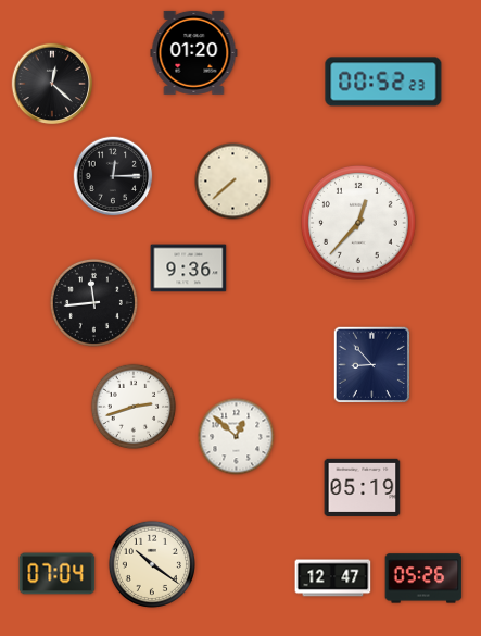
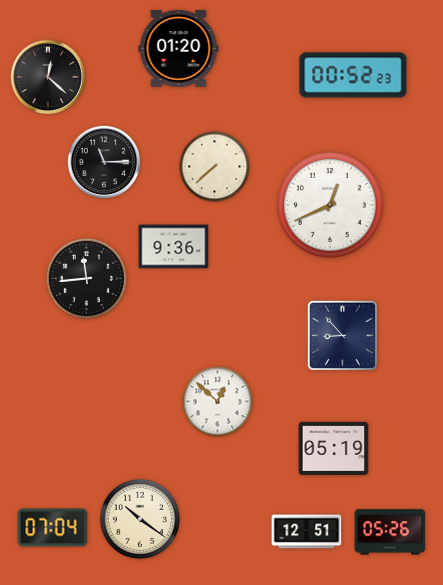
clock at (113, 176): 12:15 -> 11:15
clock at (358, 223): 12:37 -> 12:41
clock at (134, 407): 2:42 -> none
clock at (333, 578): 12:47 -> 12:51
